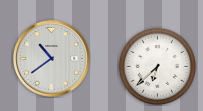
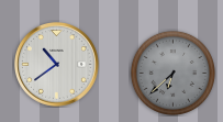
clock at (157, 66) dial: white -> grey
